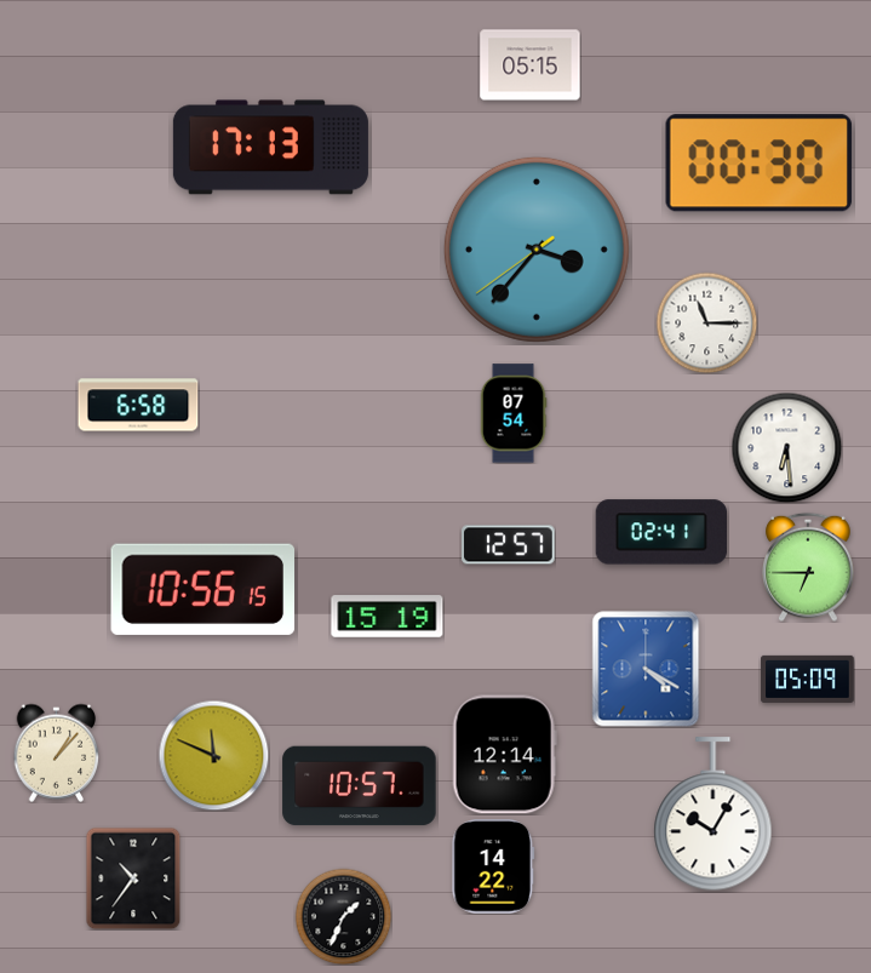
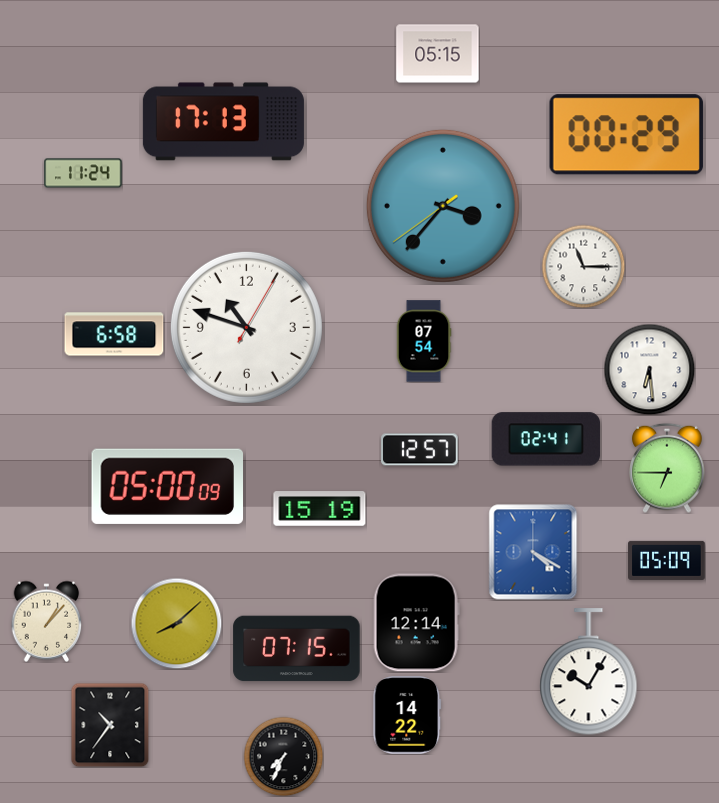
clock at (758, 164): 00:30 -> 00:29
clock at (83, 173): none -> 11:24
clock at (246, 327): none -> 10:48
clock at (204, 589): 10:56 -> 05:00
clock at (213, 755): 11:49 -> 8:08
clock at (360, 786): 10:57 -> 07:15
clock at (343, 916): 1:34 -> 7:34
